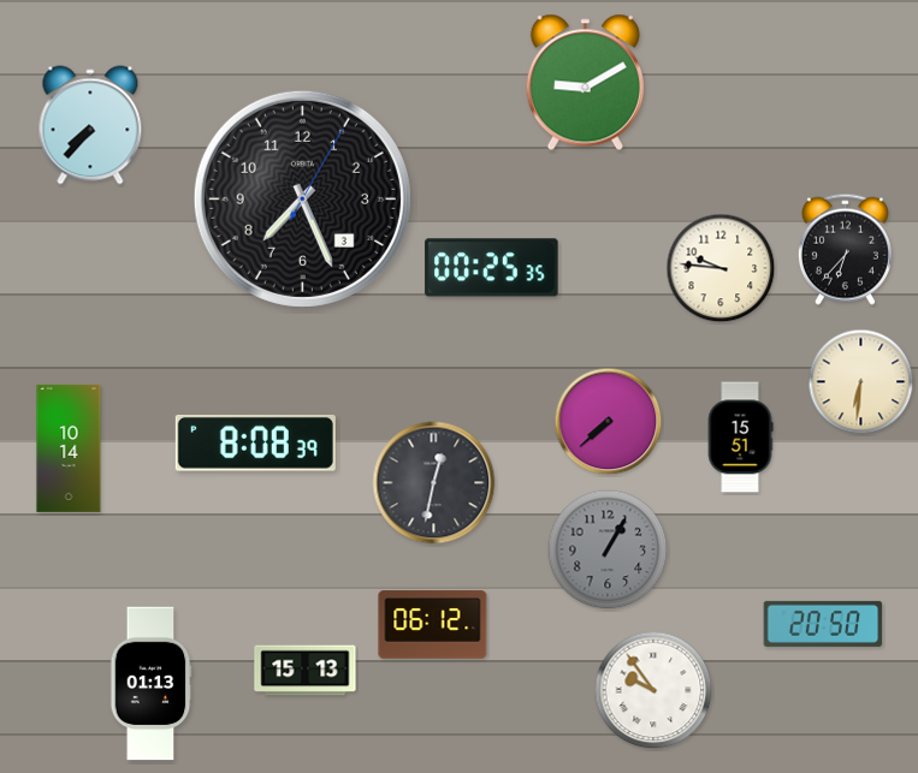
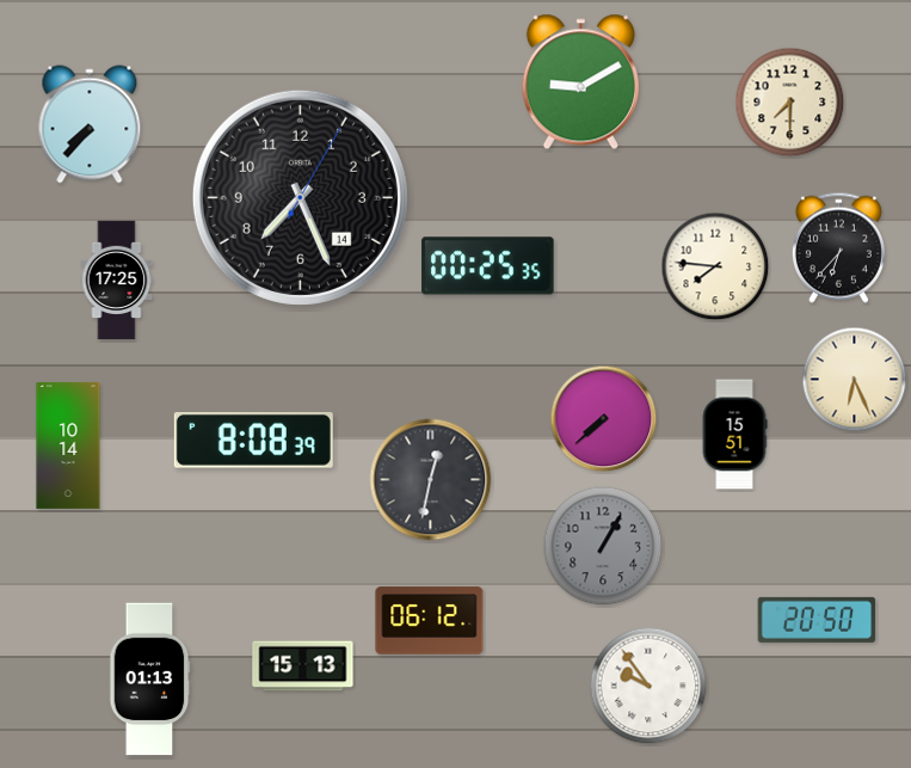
clock at (790, 103): none -> 7:30
clock at (302, 198) date: 3 -> 14
clock at (721, 268): 9:46 -> 7:46
clock at (117, 281): none -> 17:25
clock at (861, 382): 6:31 -> 6:26
